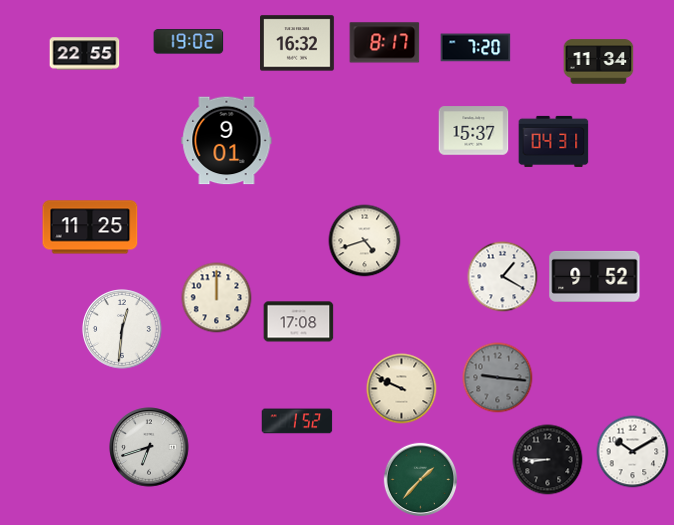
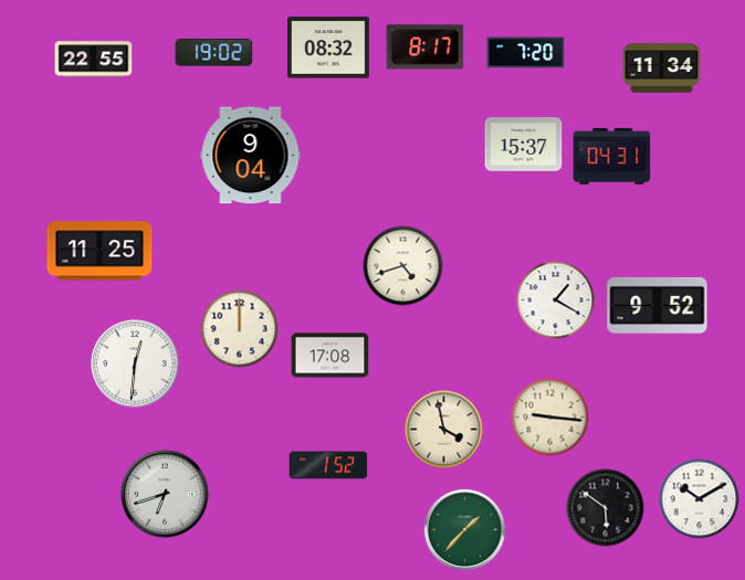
clock at (189, 42) position: (189, 42) -> (214, 53)
clock at (298, 43): 16:32 -> 08:32
clock at (227, 141): 9:01 -> 9:04
clock at (503, 277) position: (503, 277) -> (556, 300)
clock at (498, 378) dial: grey -> cream
clock at (402, 389): 9:49 -> 3:58
clock at (548, 460): 8:45 -> 5:51
